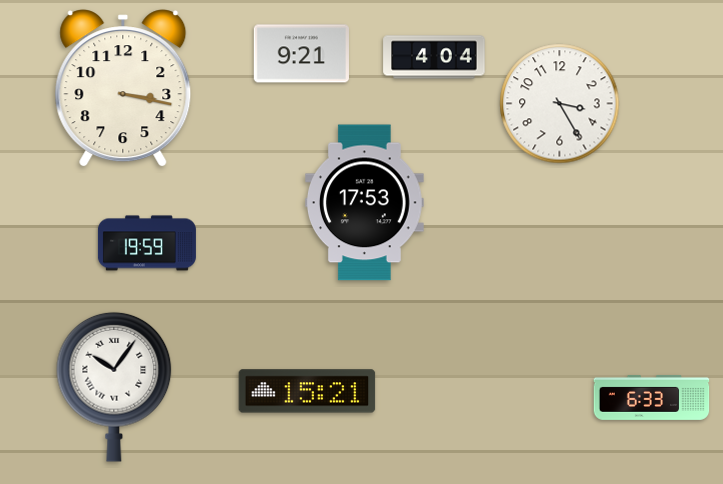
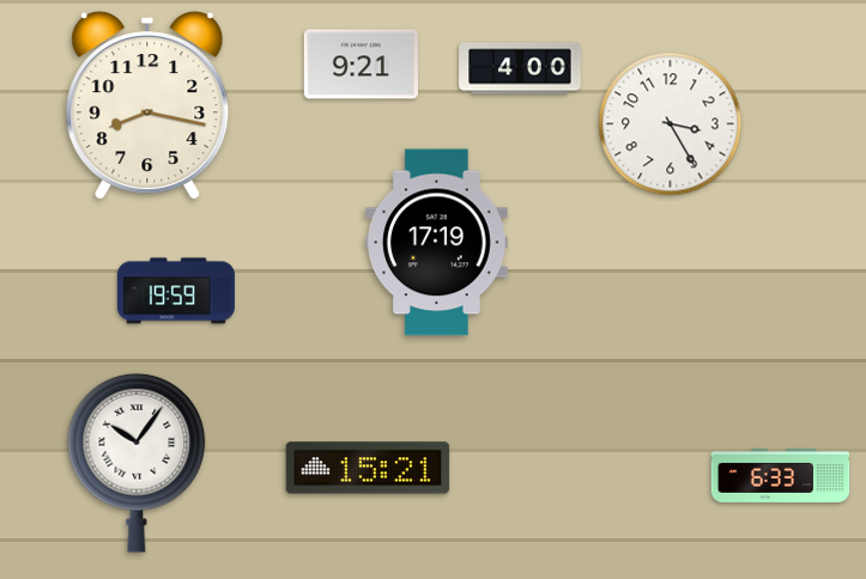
clock at (434, 57): 4:04 -> 4:00
clock at (123, 88): 3:17 -> 8:17
clock at (365, 203): 17:53 -> 17:19
